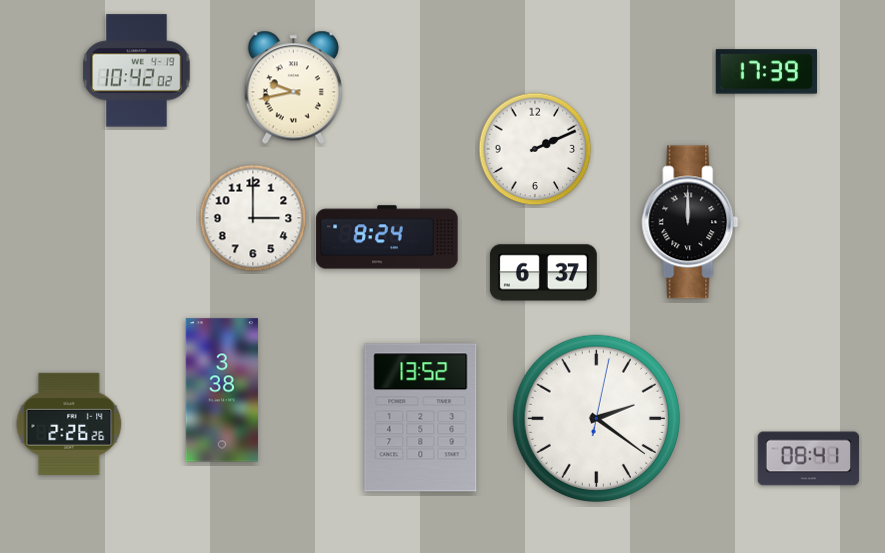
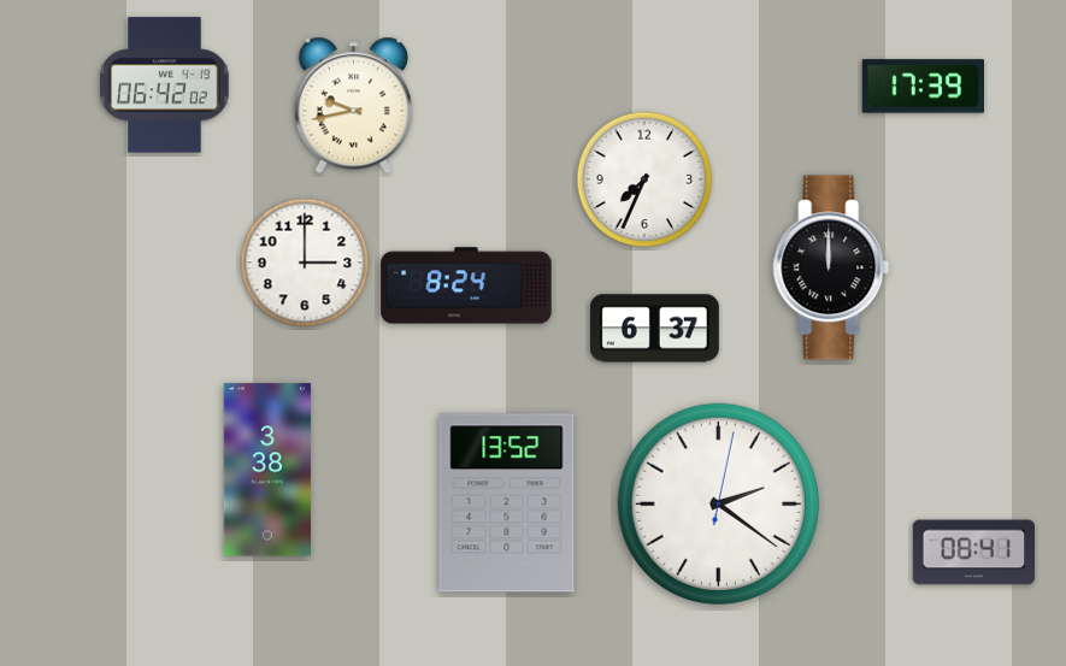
clock at (137, 71): 10:42 -> 06:42
clock at (535, 149): 2:11 -> 7:34
clock at (69, 424): 2:26 -> none
